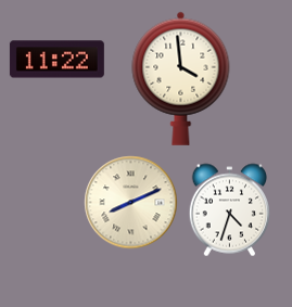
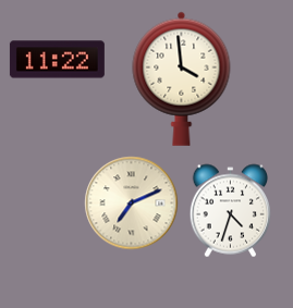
clock at (131, 203): 8:11 -> 7:11
